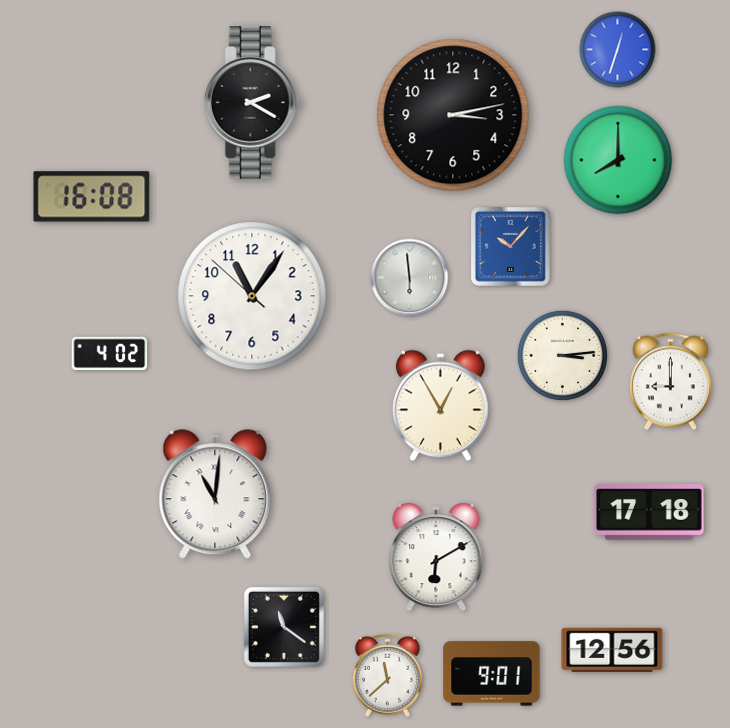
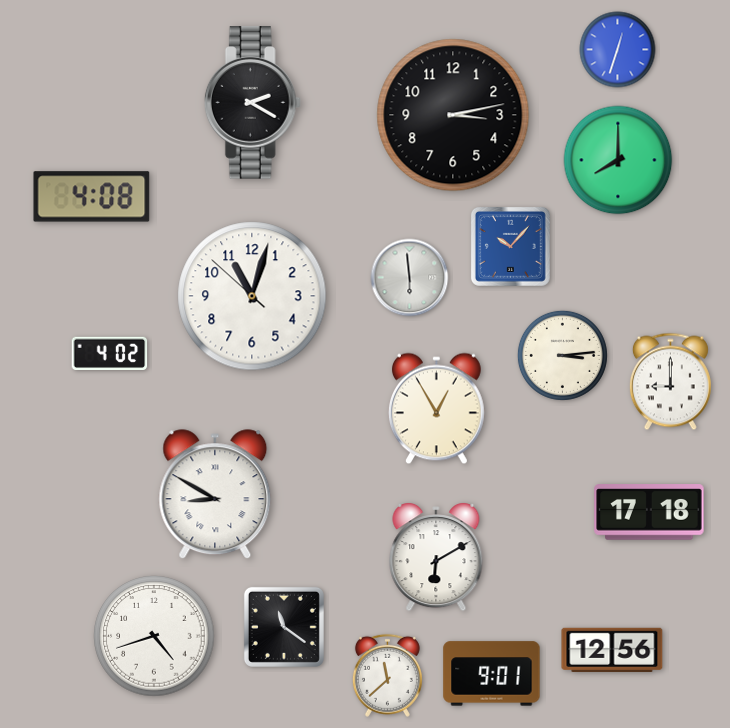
clock at (92, 197): 16:08 -> 4:08
clock at (252, 296): 11:05 -> 11:02
clock at (440, 406) position: (440, 406) -> (436, 409)
clock at (215, 495): 11:01 -> 8:50
clock at (154, 636): none -> 4:42
